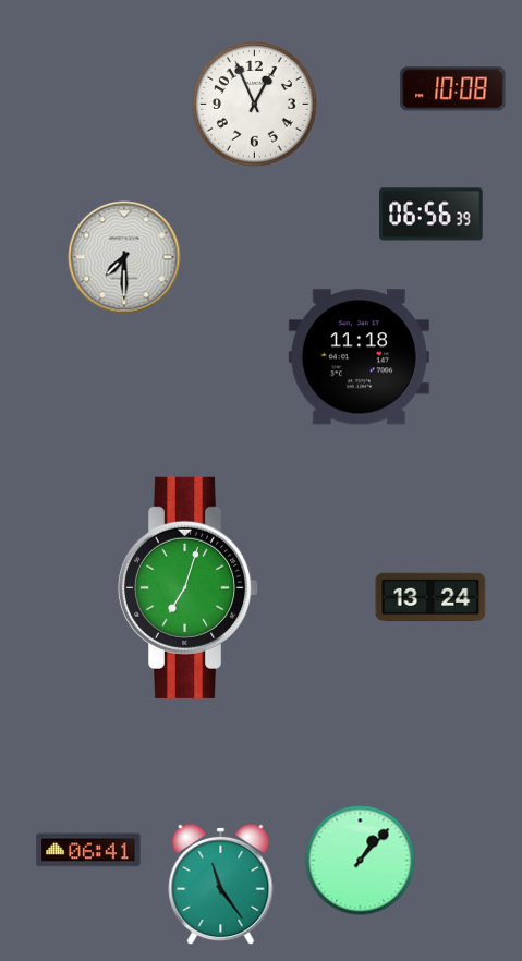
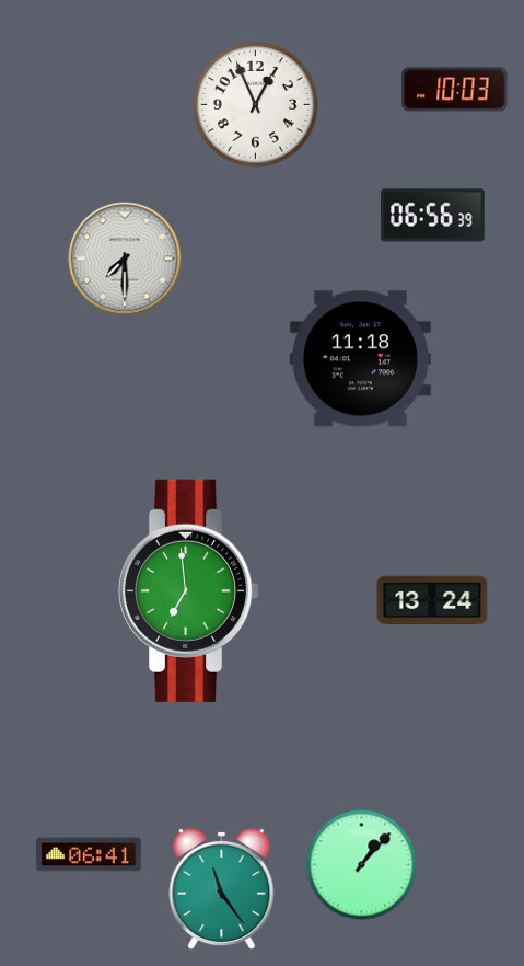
clock at (453, 89): 10:08 -> 10:03
clock at (189, 587): 7:03 -> 6:59
